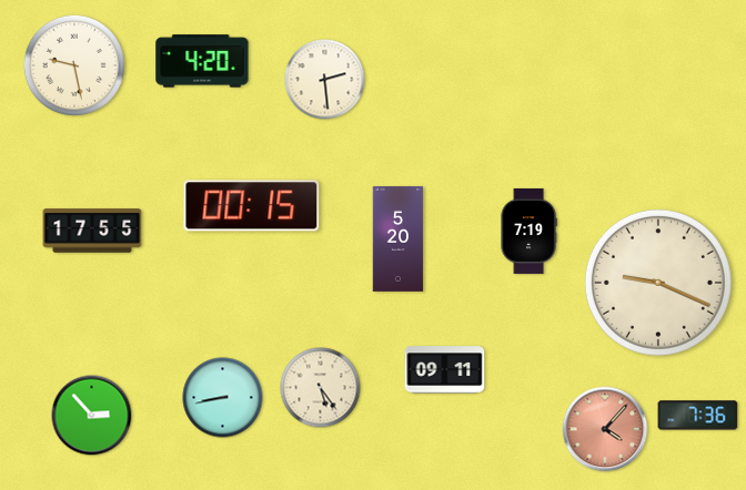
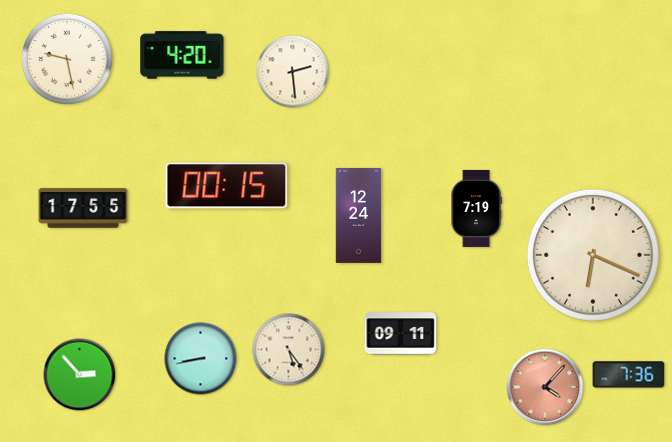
clock at (399, 238): 5:20 -> 12:24
clock at (658, 283): 9:19 -> 6:19
clock at (92, 416) position: (92, 416) -> (80, 375)
